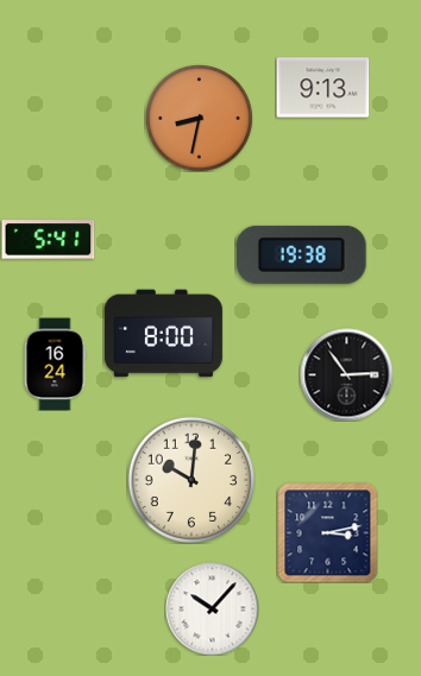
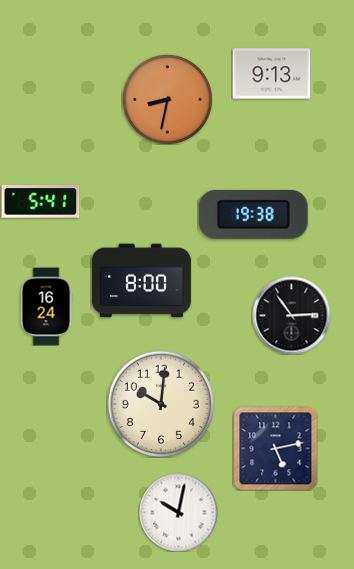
clock at (163, 334) position: (163, 334) -> (141, 281)
clock at (327, 532): 3:13 -> 5:13
clock at (212, 608): 10:07 -> 10:02
